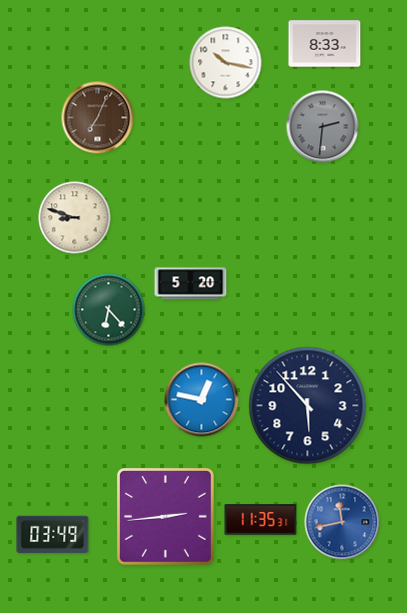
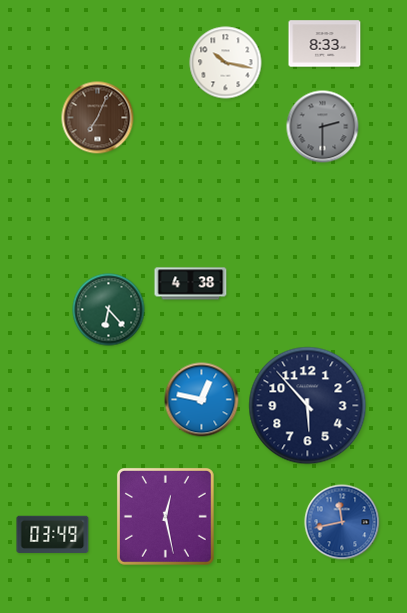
clock at (323, 127): 2:31 -> 2:30
clock at (75, 218): 8:48 -> none
clock at (191, 284): 5:20 -> 4:38
clock at (165, 516): 2:44 -> 12:28
clock at (261, 520): 11:35 -> none
